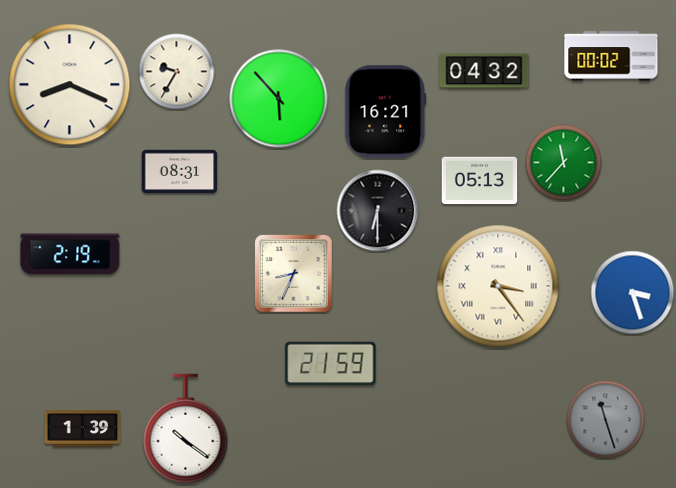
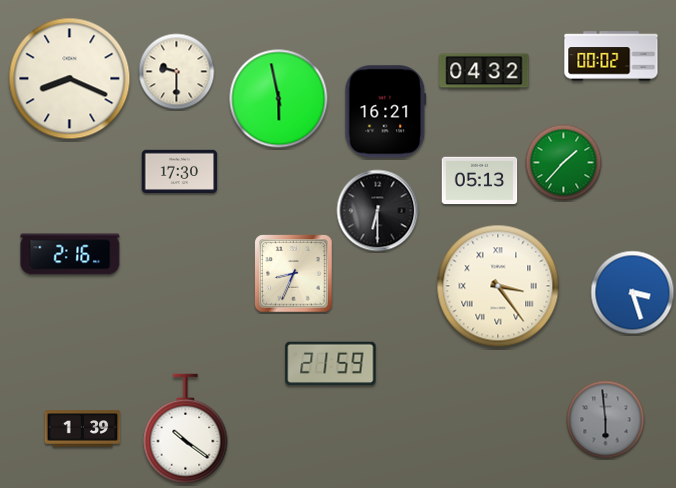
clock at (177, 72): 9:35 -> 9:30
clock at (70, 85) position: (70, 85) -> (70, 79)
clock at (279, 99): 5:53 -> 5:58
clock at (564, 163): 11:37 -> 1:37
clock at (180, 172): 08:31 -> 17:30
clock at (70, 254): 2:19 -> 2:16
clock at (606, 420): 11:27 -> 5:59
